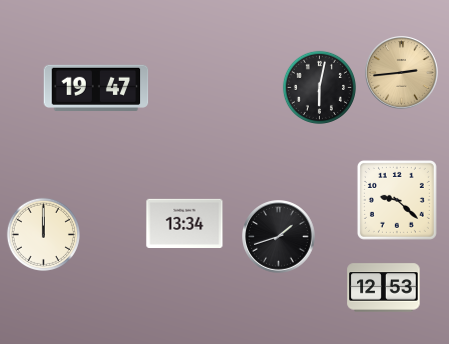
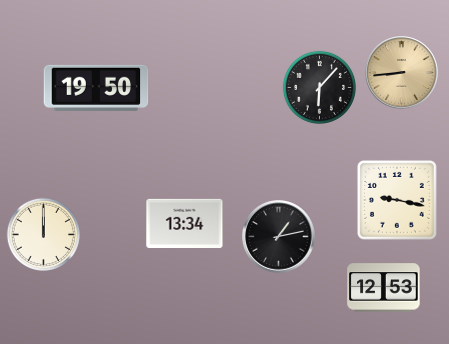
clock at (402, 73): 2:44 -> 8:44
clock at (96, 87): 19:47 -> 19:50
clock at (319, 87): 6:02 -> 6:07
clock at (397, 200): 9:22 -> 9:17
clock at (279, 237): 1:42 -> 1:13
